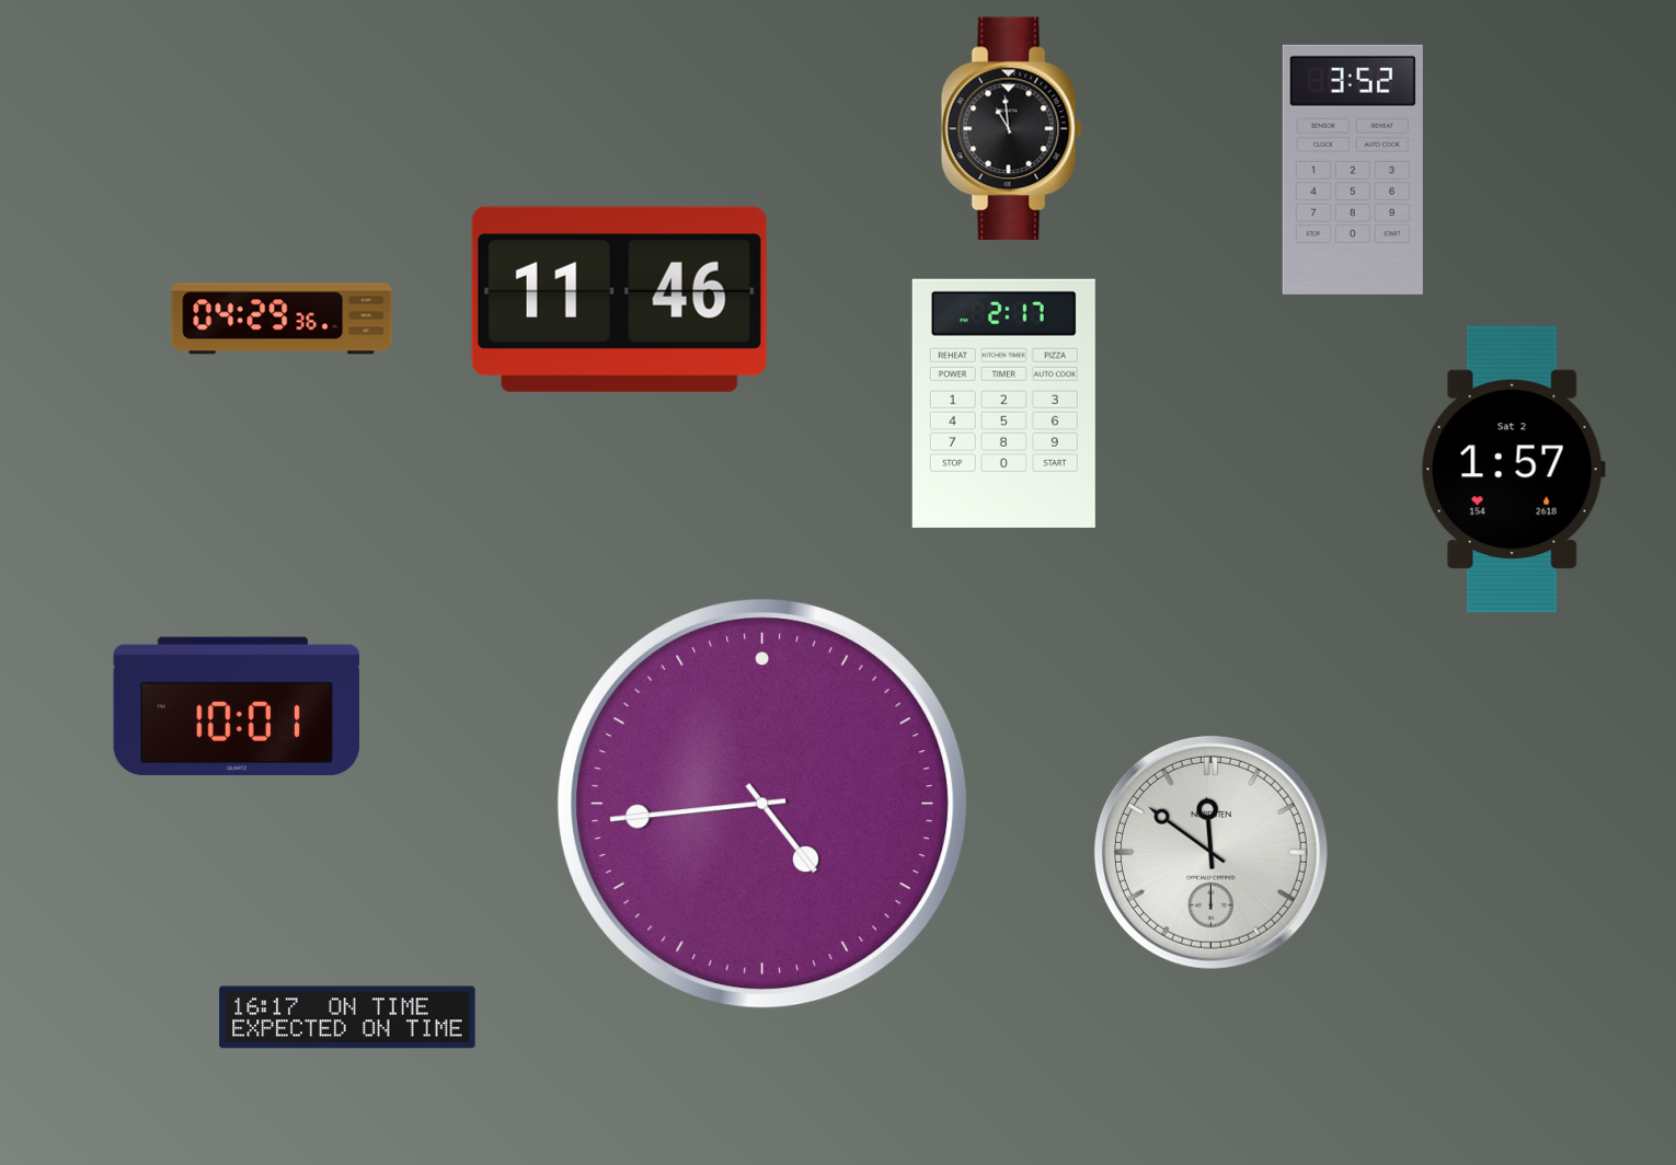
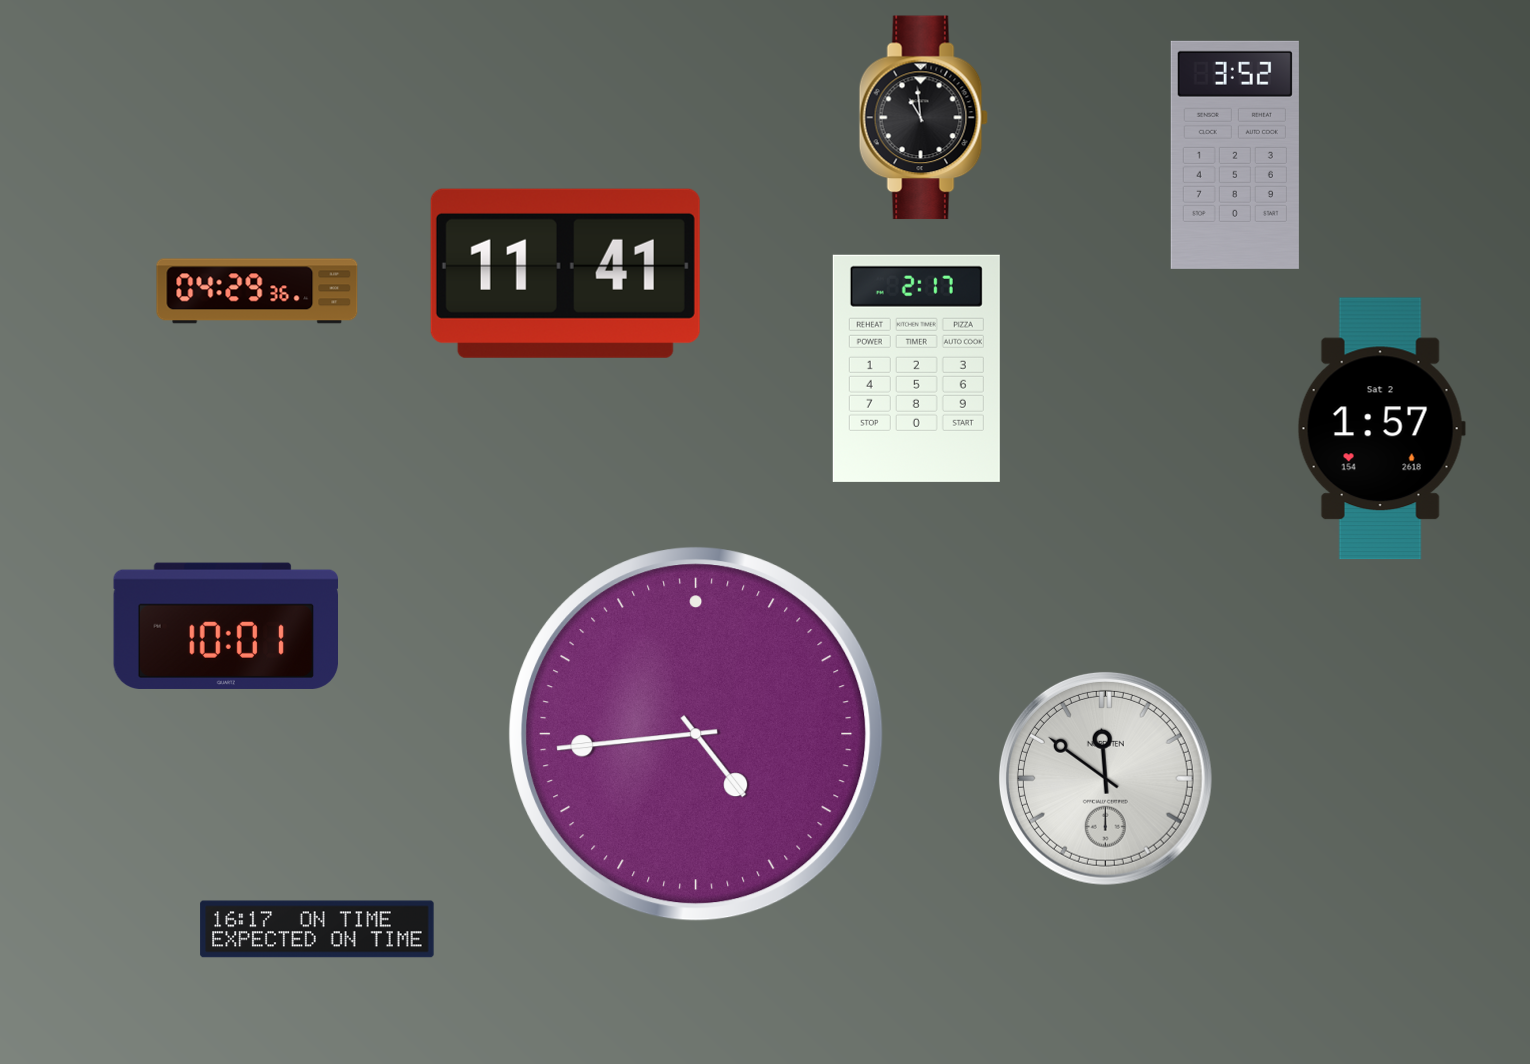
clock at (619, 299): 11:46 -> 11:41
clock at (236, 706) position: (236, 706) -> (225, 626)
